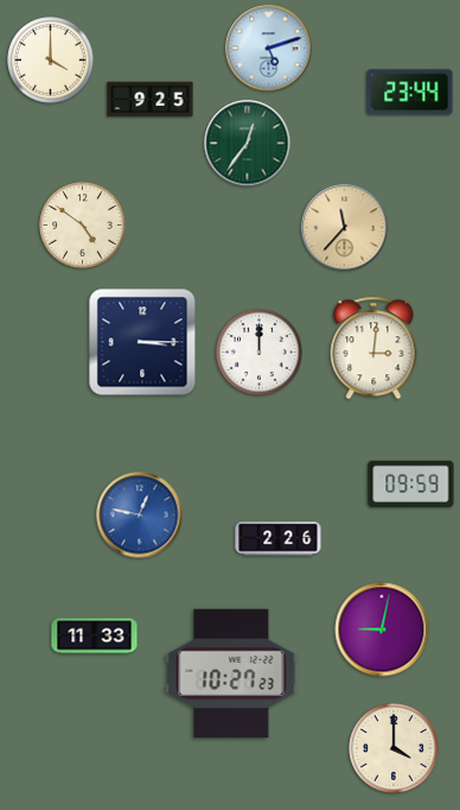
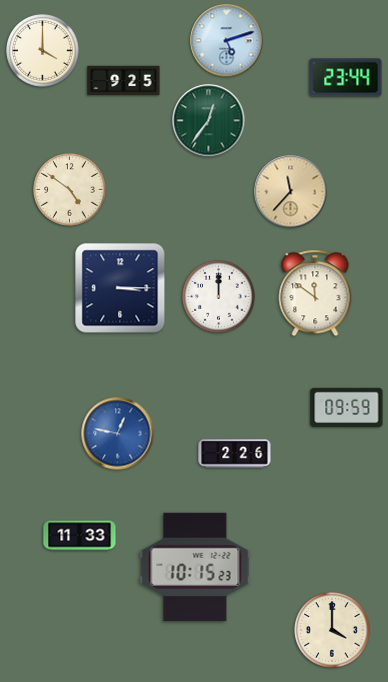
clock at (151, 100) position: (151, 100) -> (124, 81)
clock at (373, 348): 3:01 -> 11:51
clock at (382, 629): 9:02 -> none
clock at (231, 672): 10:27 -> 10:15
